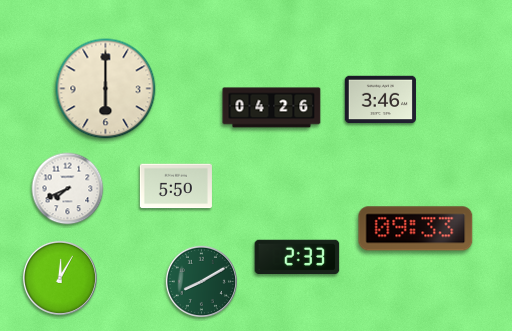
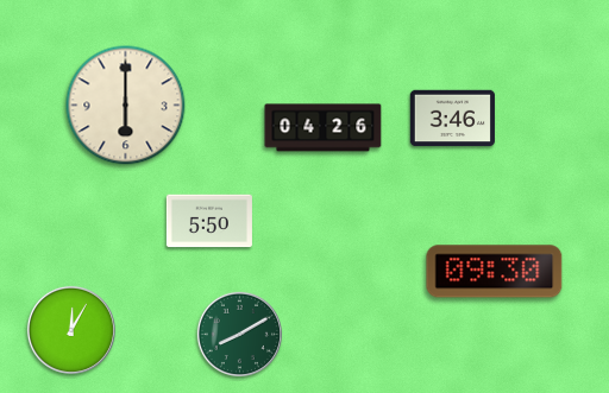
clock at (68, 189): 7:41 -> none
clock at (416, 229): 09:33 -> 09:30
clock at (297, 257): 2:33 -> none
